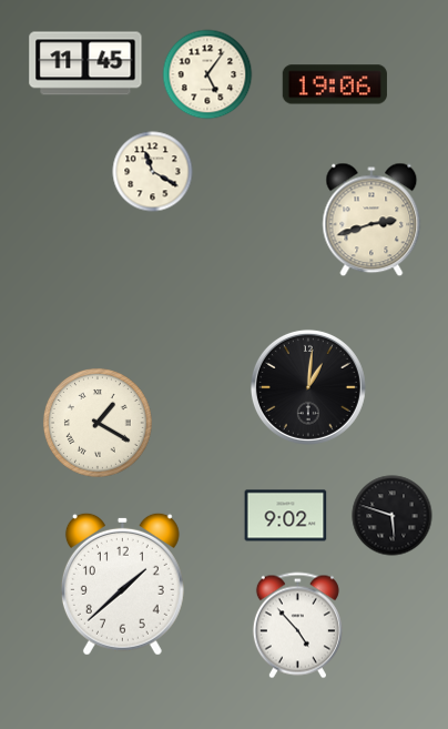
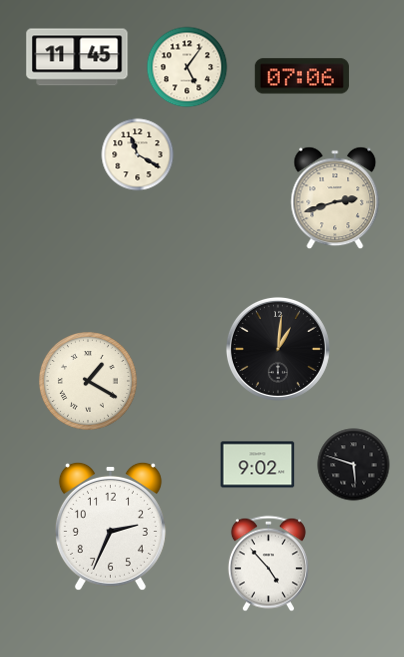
clock at (335, 84): 19:06 -> 07:06
clock at (122, 584): 1:38 -> 2:34
